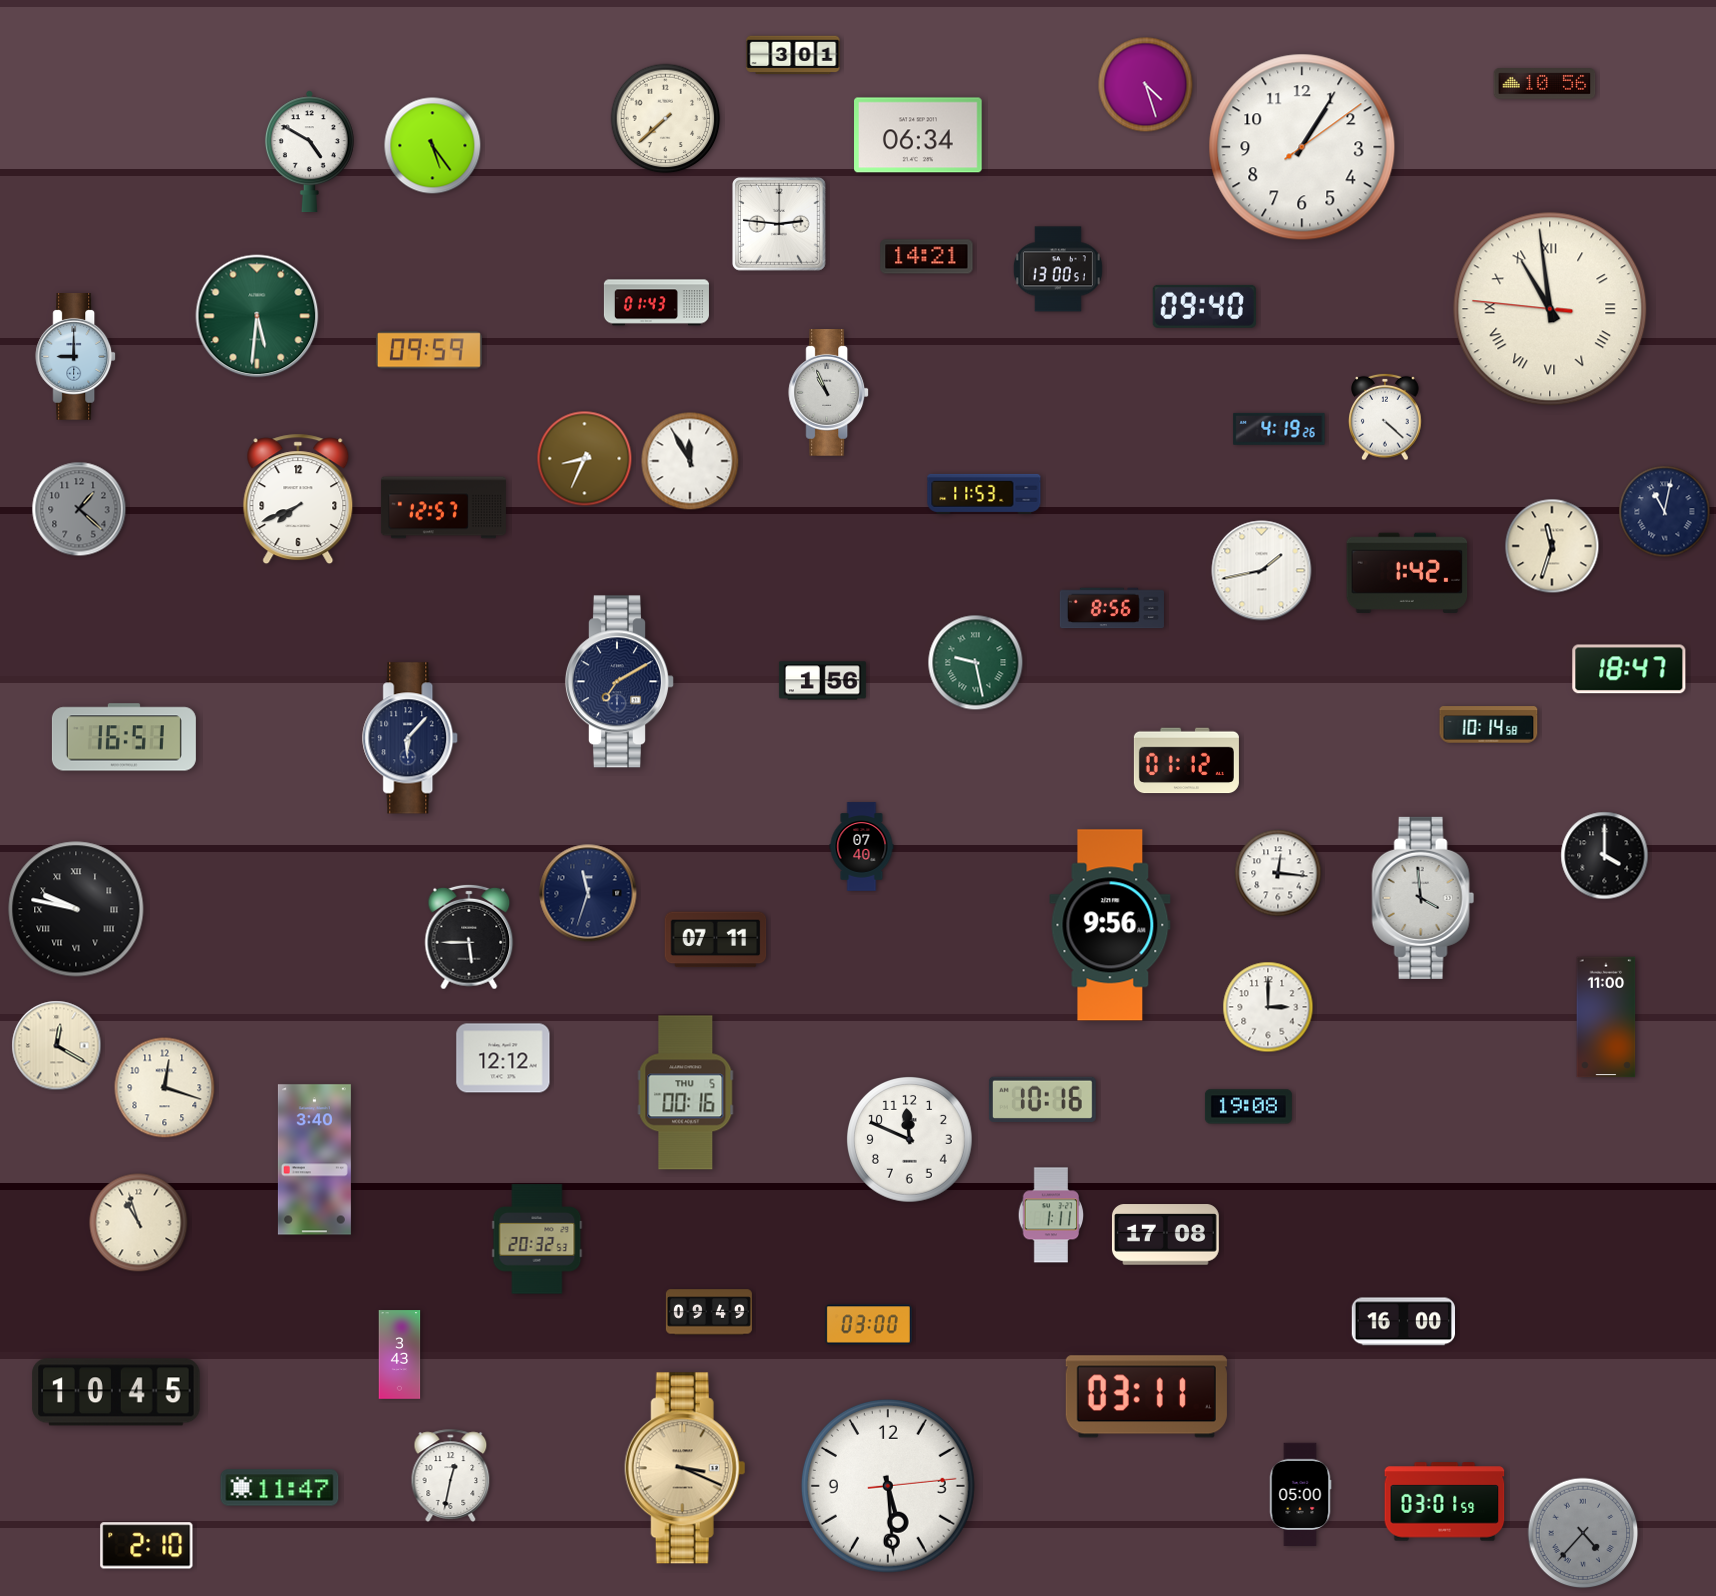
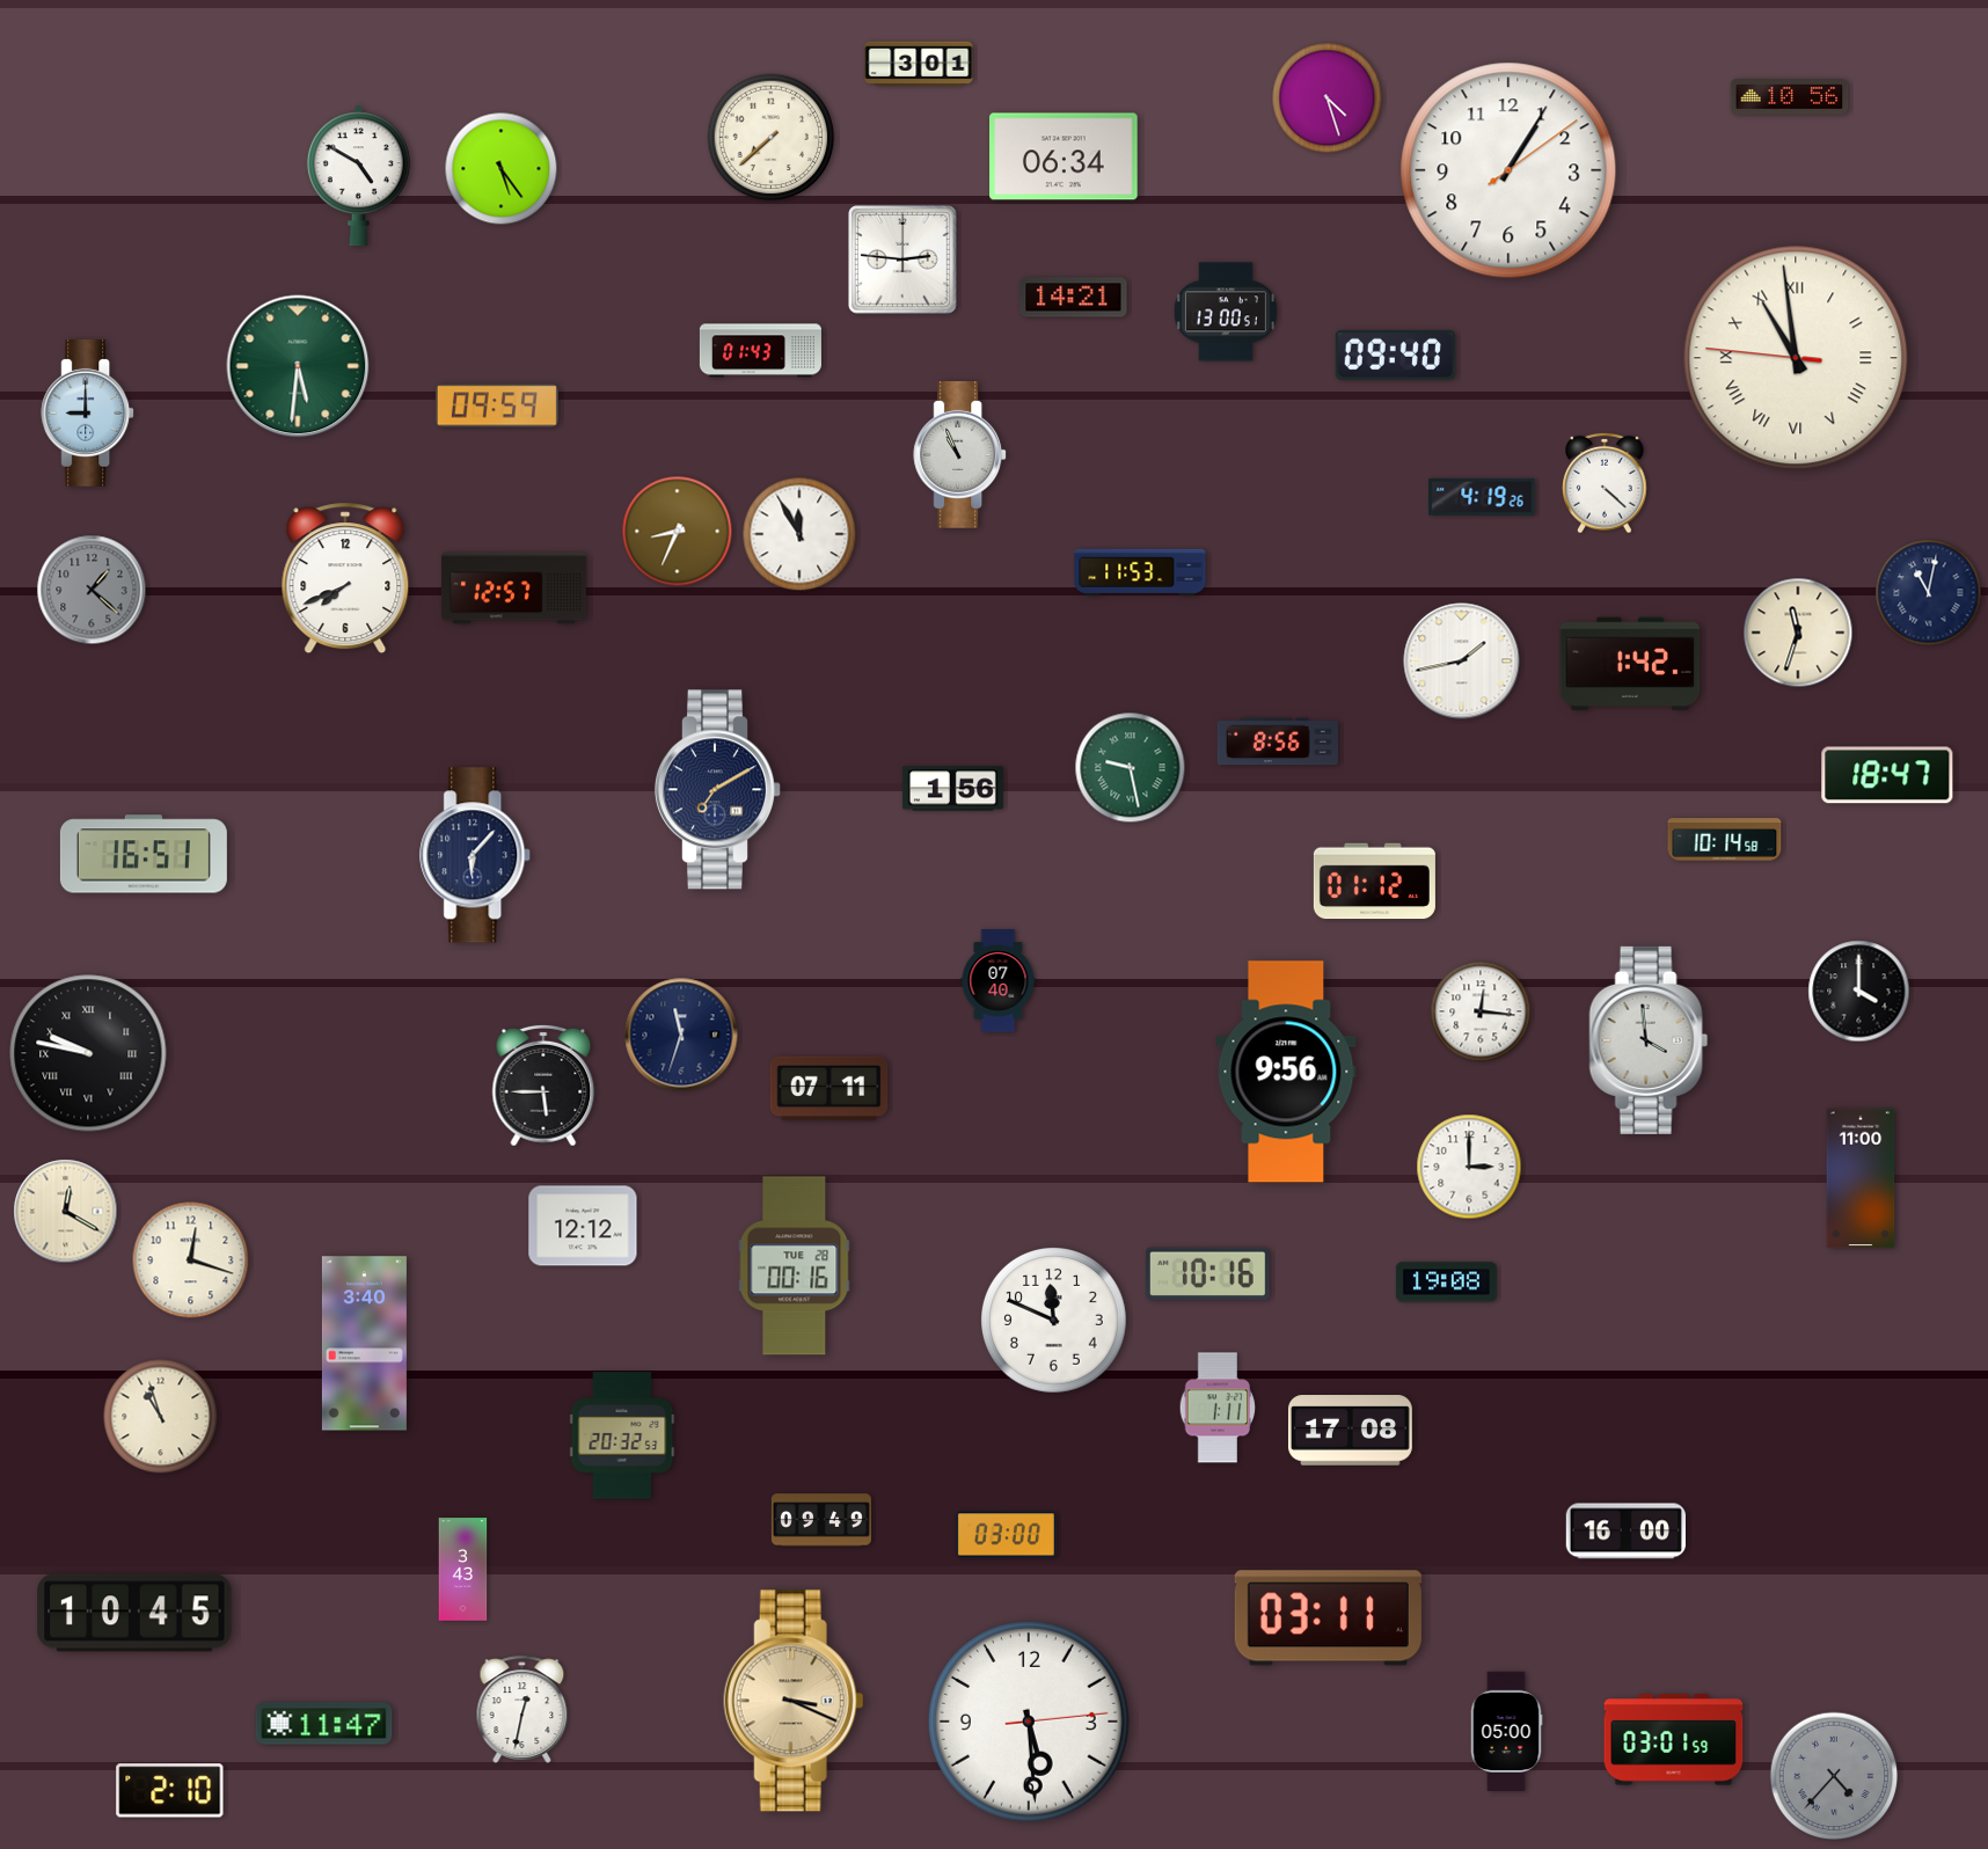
clock at (1112, 608) position: (1112, 608) -> (1278, 741)
clock at (686, 1093) date: THU 5 -> TUE 28
